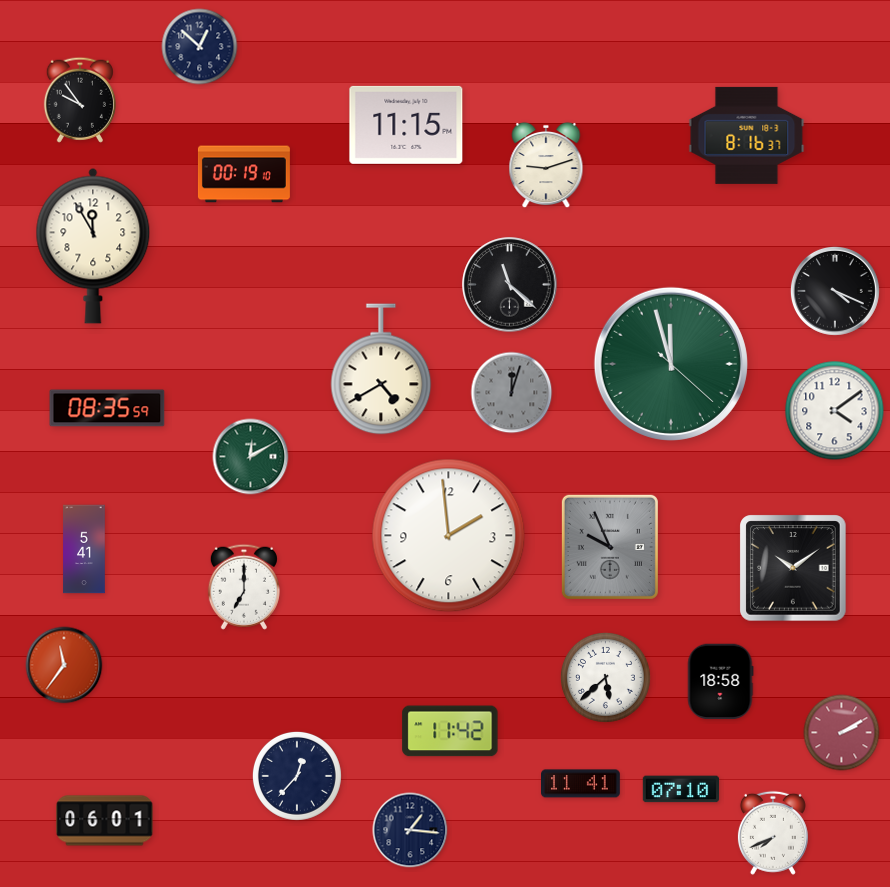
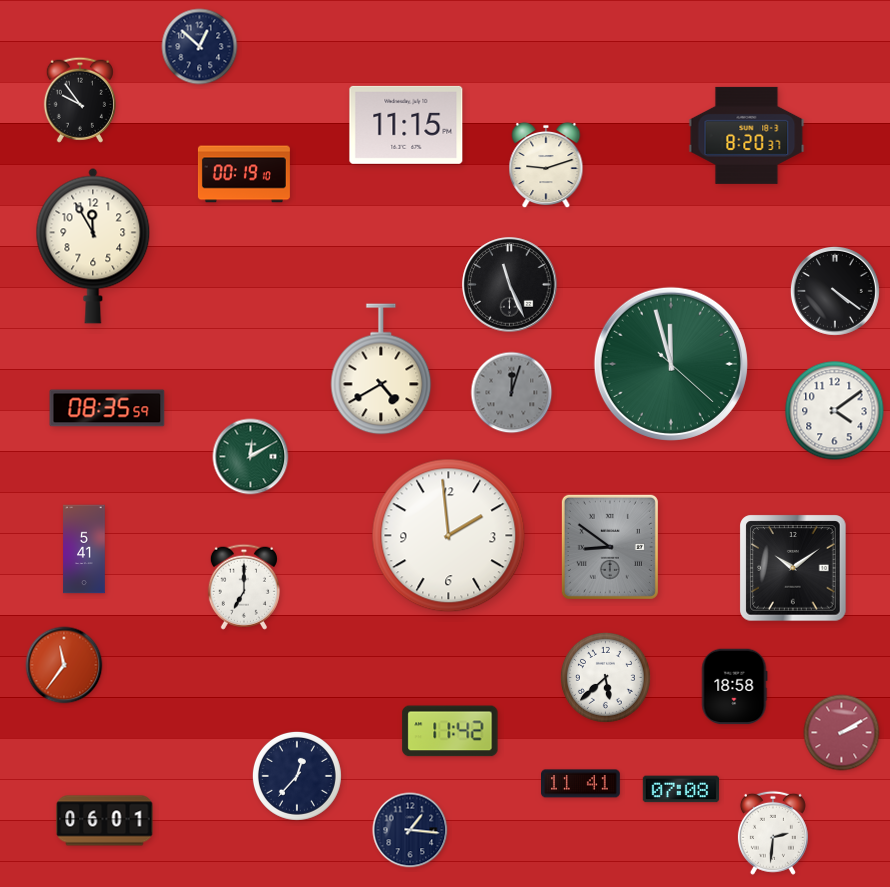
clock at (747, 135): 8:16 -> 8:20
clock at (510, 285): 11:22 -> 11:26
clock at (835, 291): 4:19 -> 4:21
clock at (610, 547): 9:56 -> 8:51
clock at (720, 682) position: (720, 682) -> (734, 687)
clock at (680, 789): 07:10 -> 07:08
clock at (773, 833): 7:41 -> 2:31
